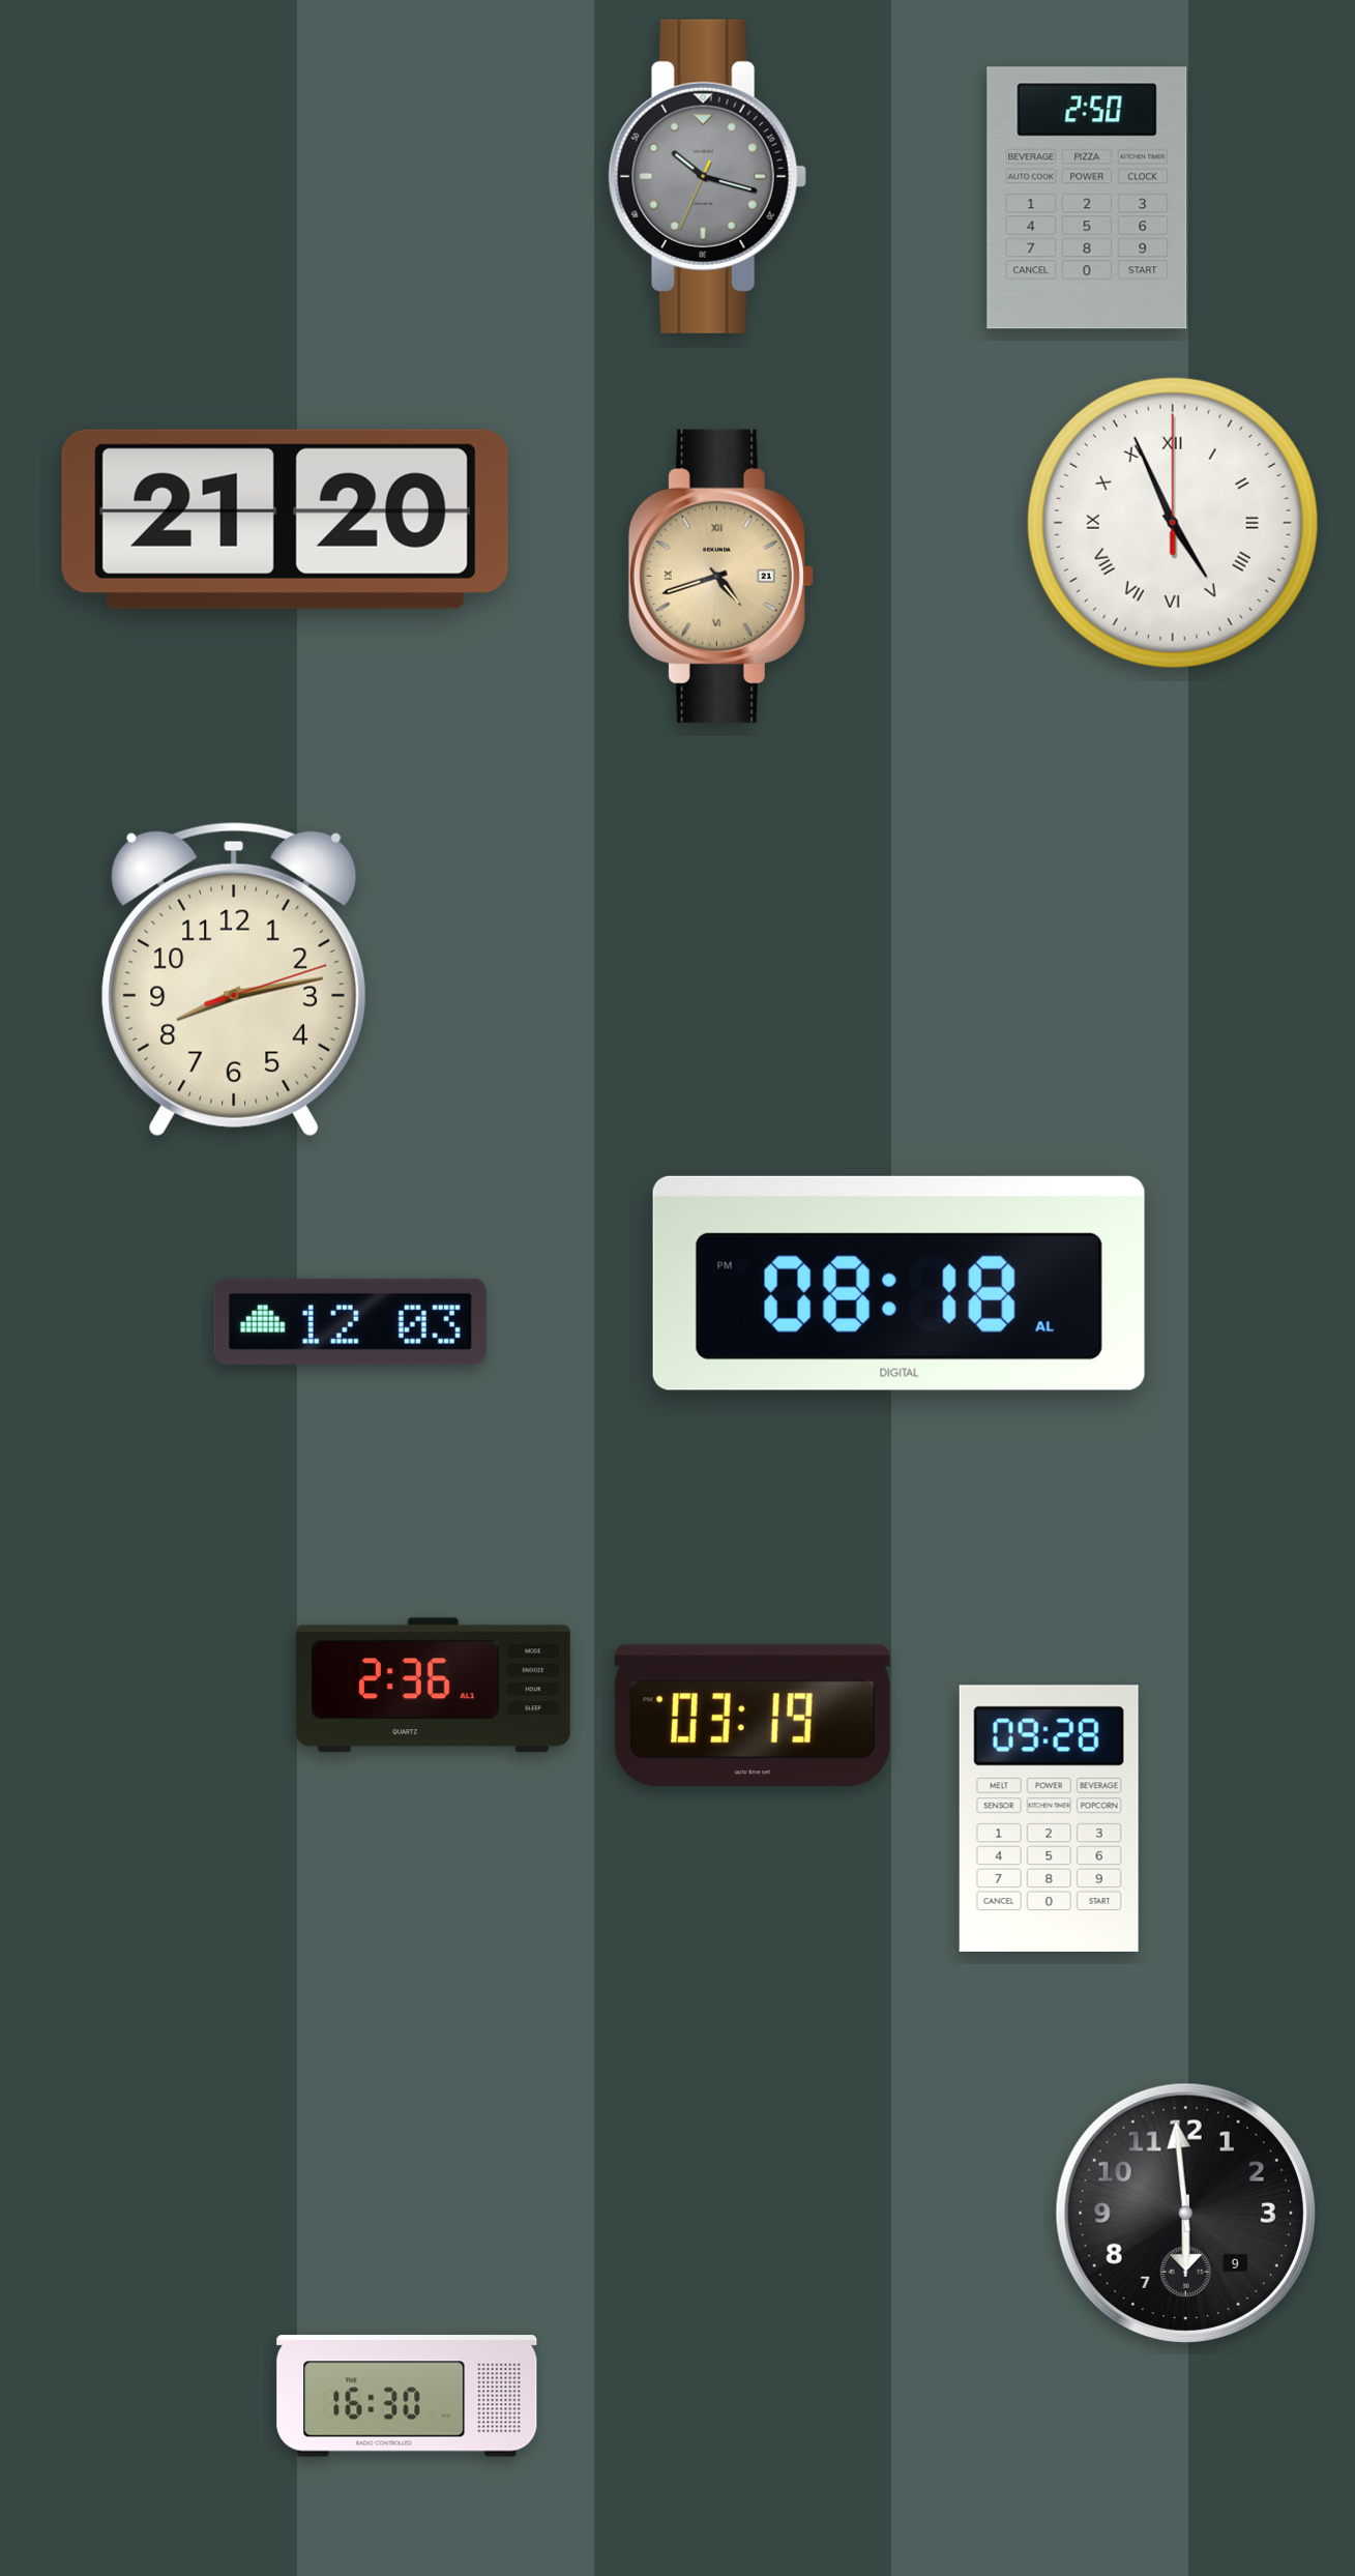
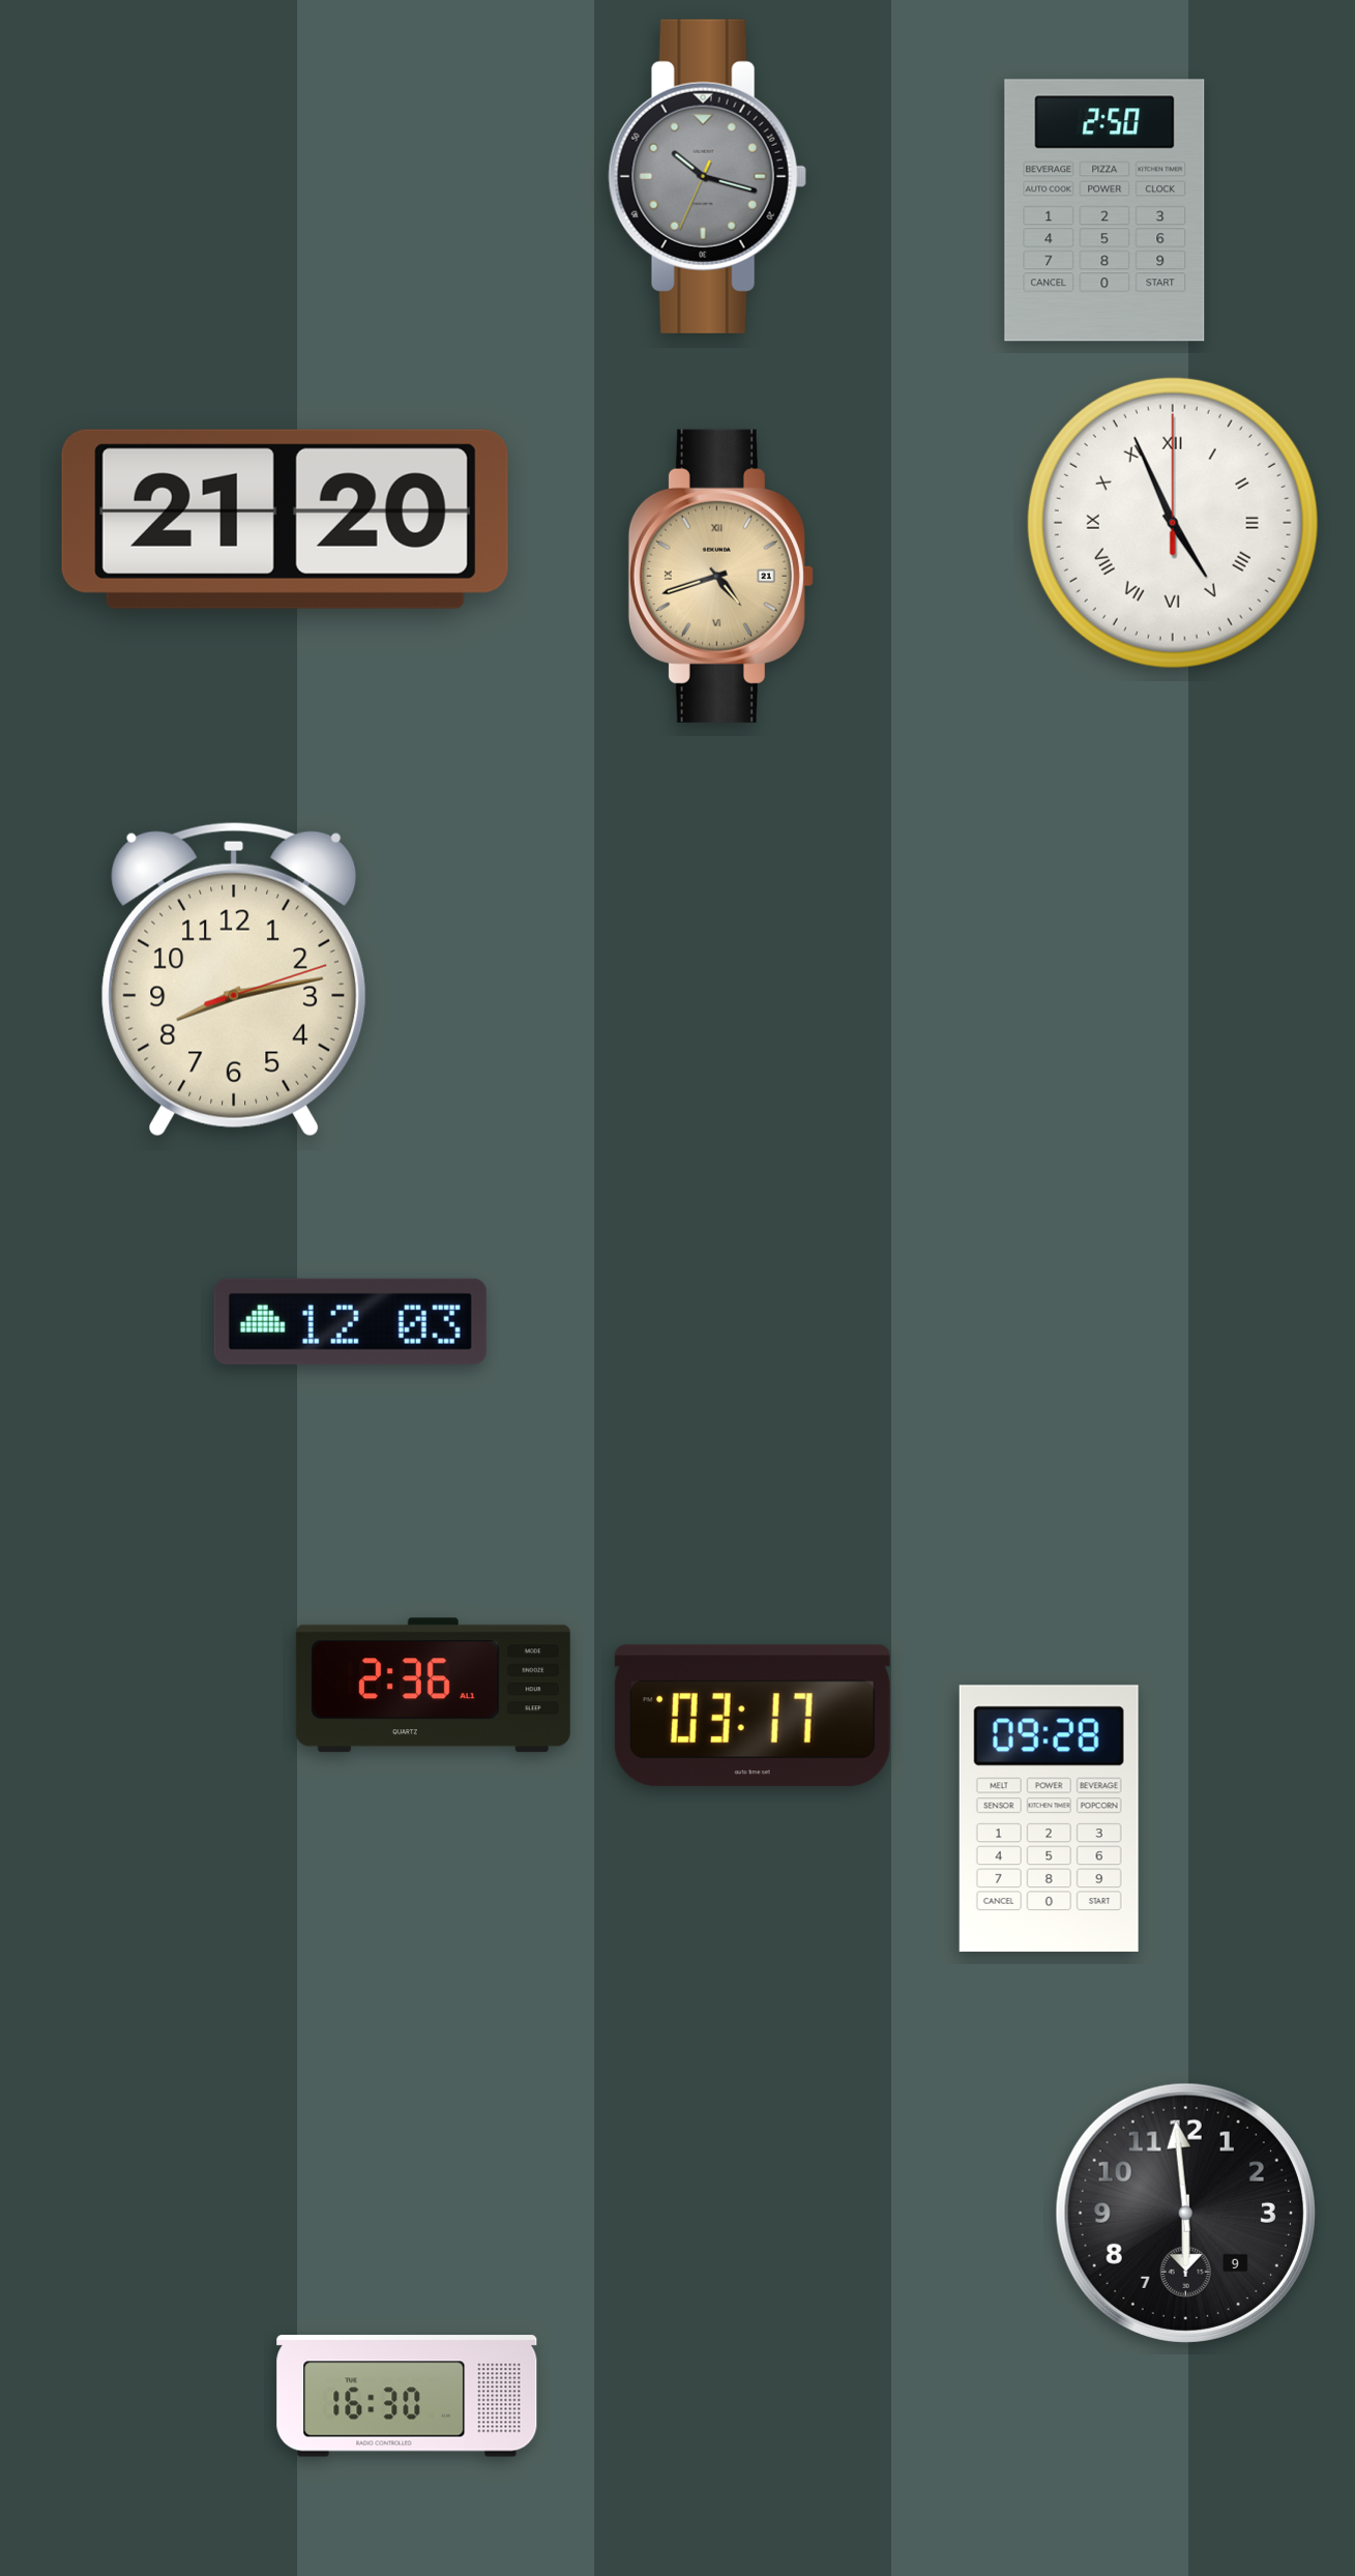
clock at (1087, 198) position: (1087, 198) -> (1104, 210)
clock at (899, 1283): 08:18 -> none
clock at (753, 1716): 03:19 -> 03:17
